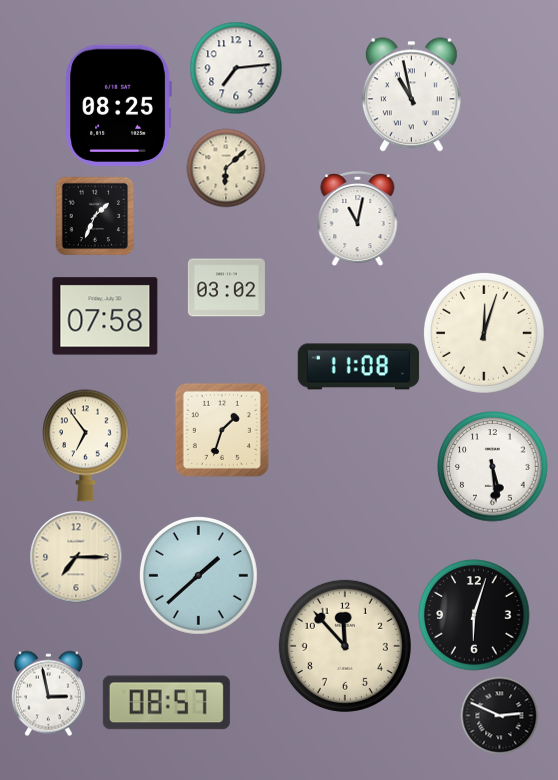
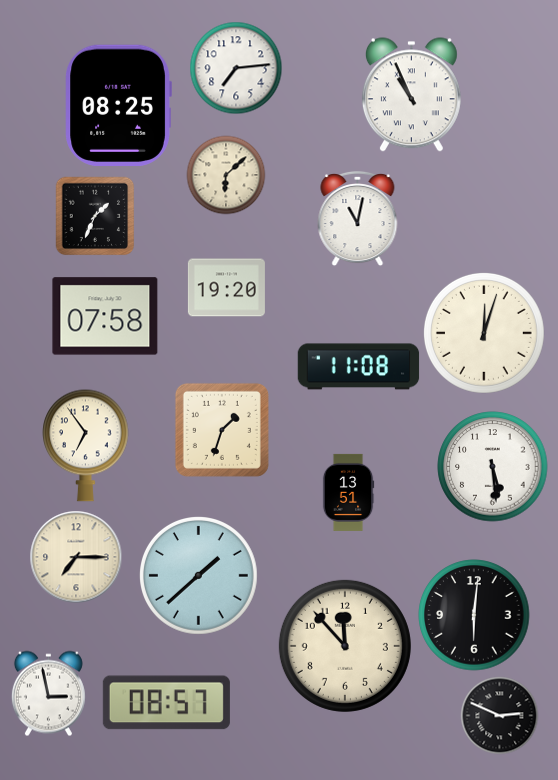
clock at (411, 95): 10:58 -> 10:56
clock at (226, 168) position: (226, 168) -> (226, 175)
clock at (226, 288): 03:02 -> 19:20
clock at (348, 492): none -> 13:51
clock at (474, 615): 6:03 -> 6:01
